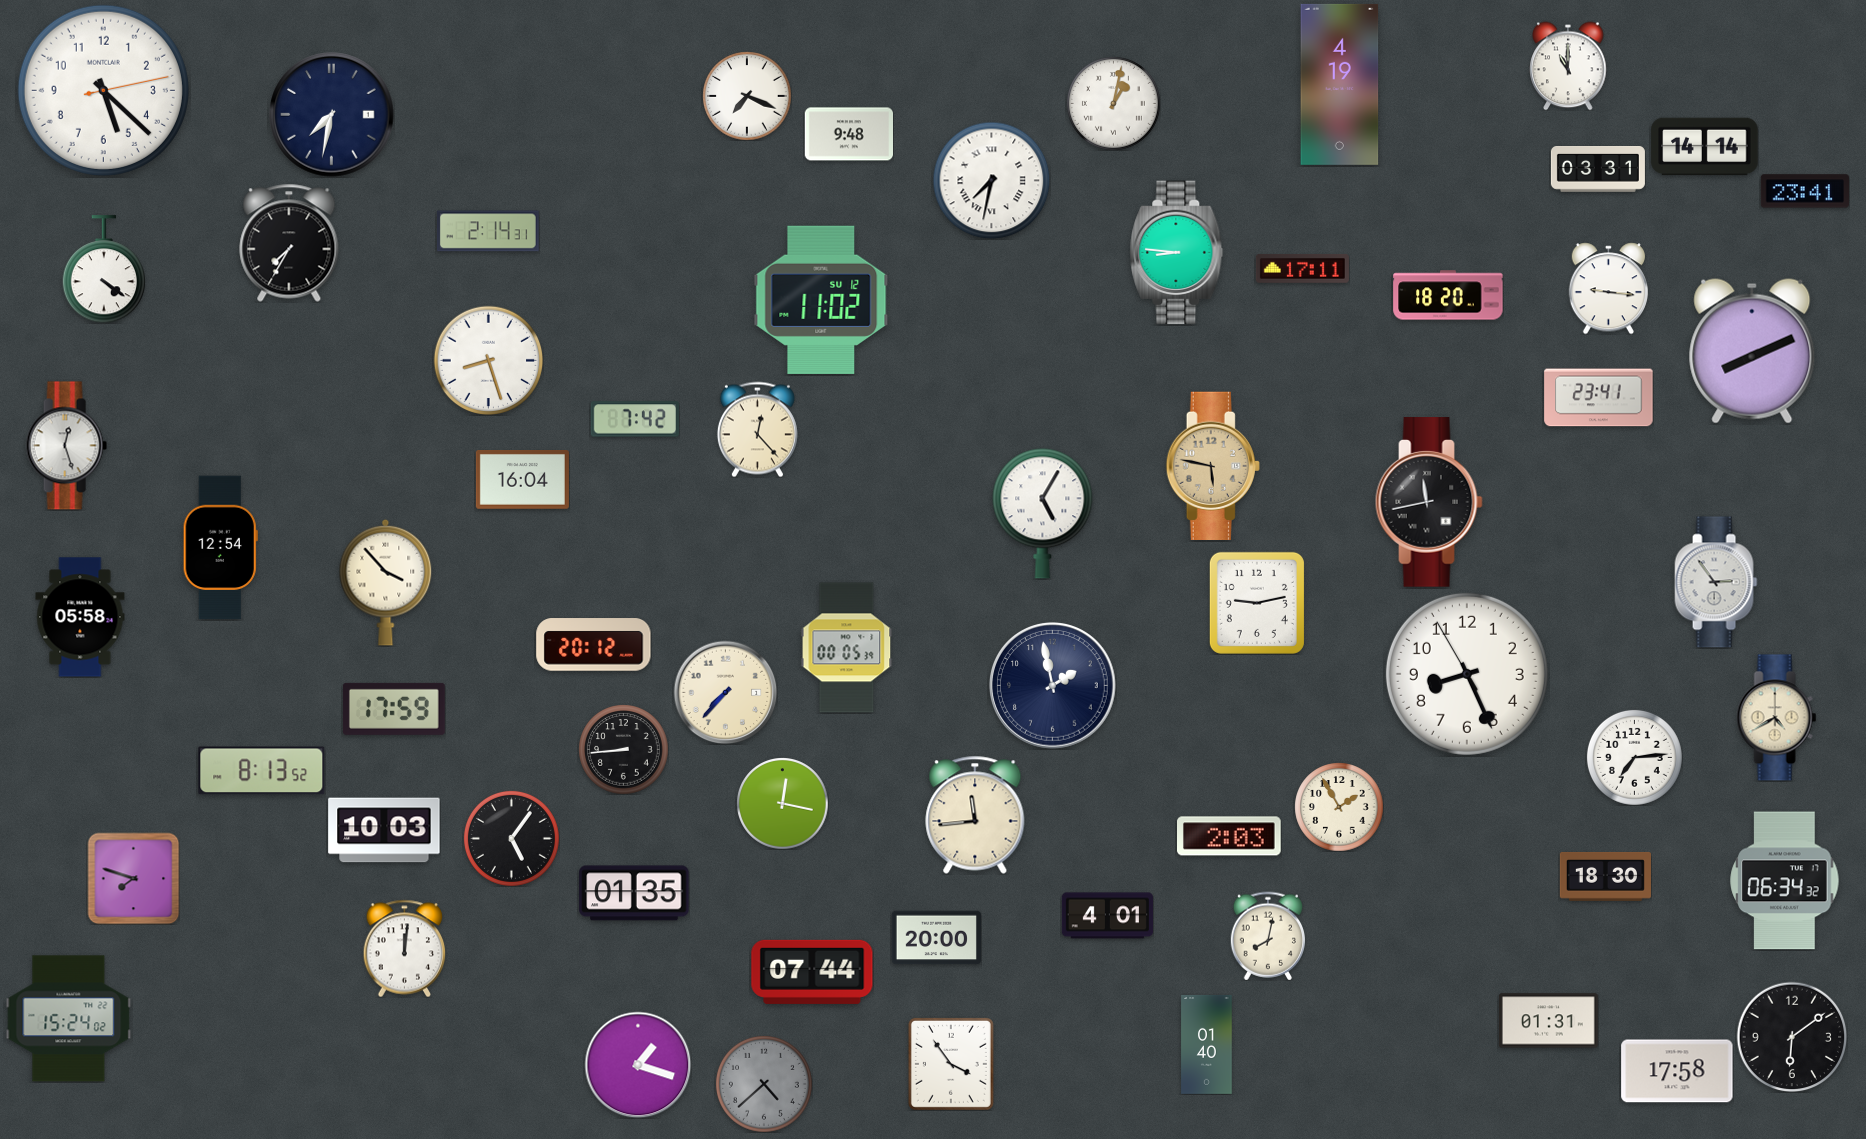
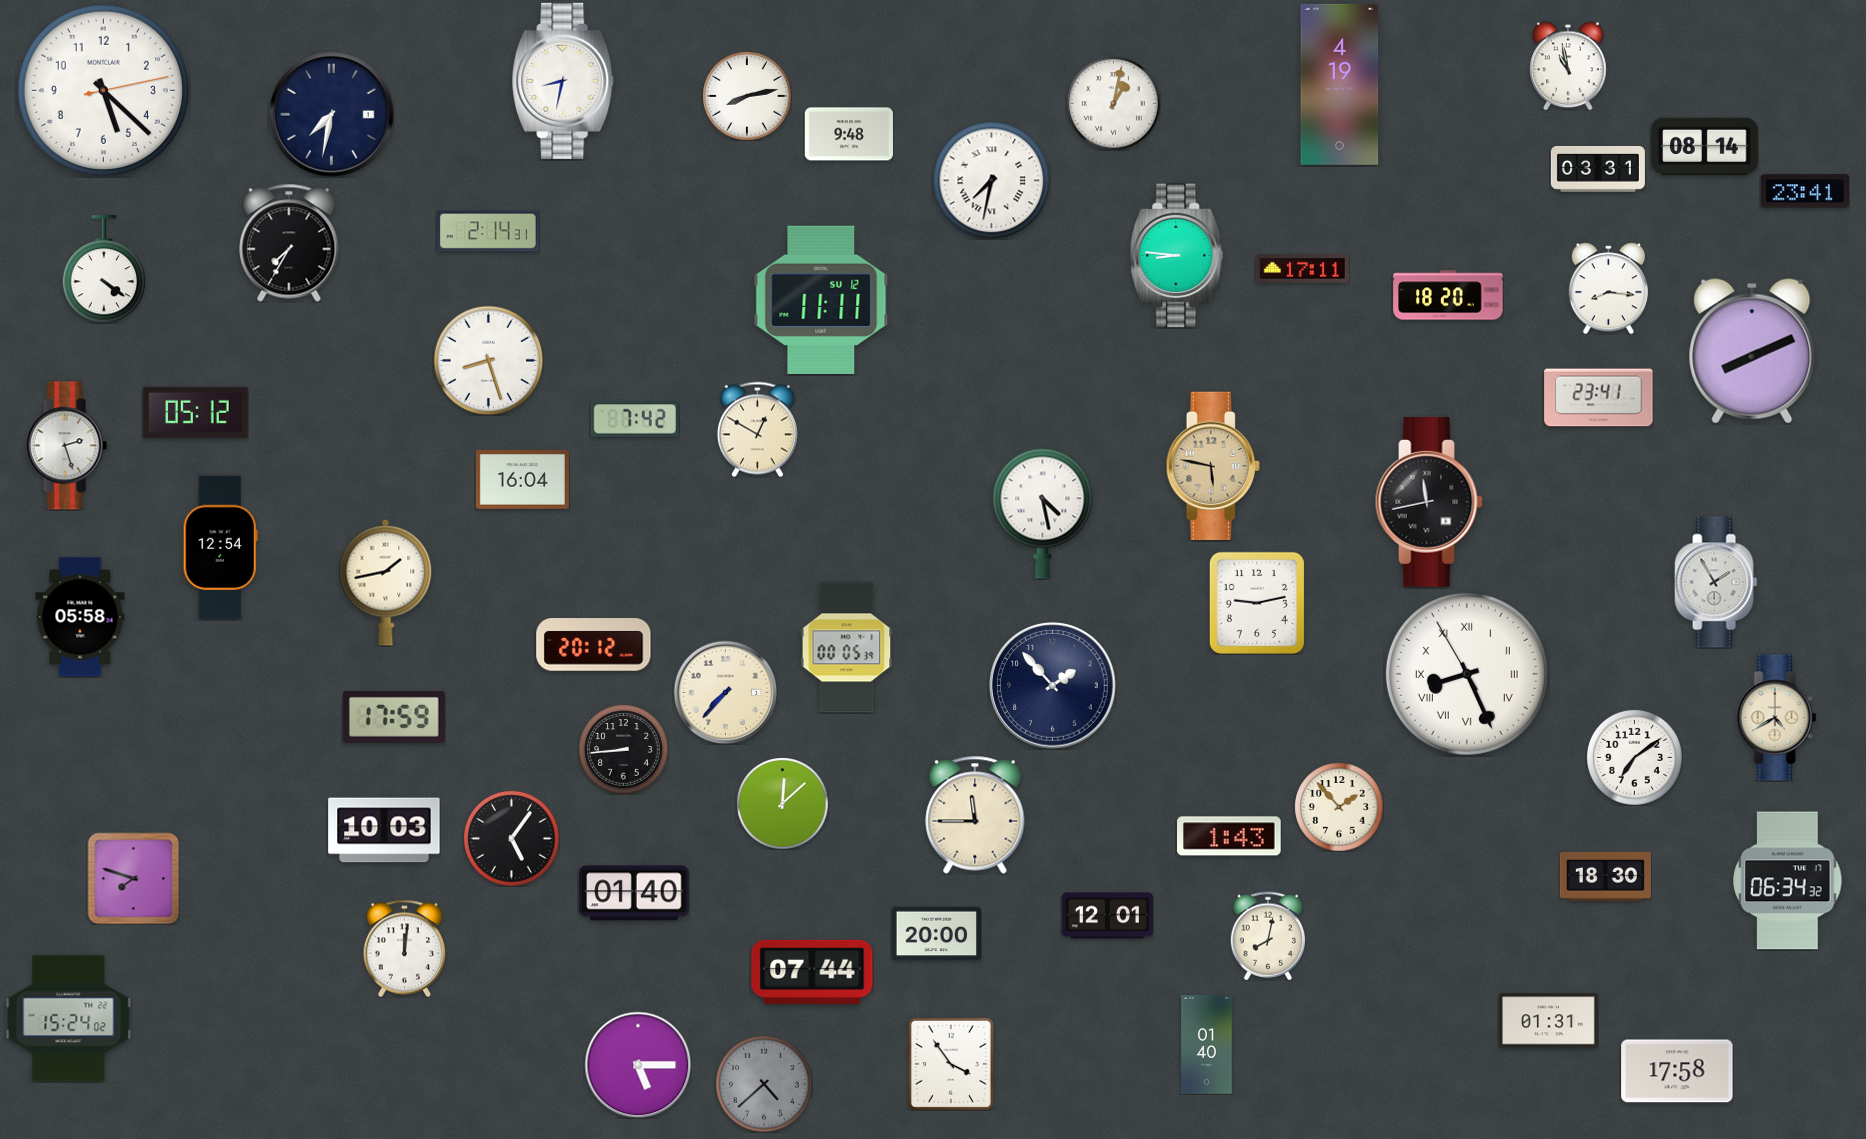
clock at (1568, 66): 11:00 -> 10:58
clock at (564, 81): none -> 8:32
clock at (747, 96): 7:19 -> 8:13
clock at (1705, 147): 14:14 -> 08:14
clock at (1177, 253) position: (1177, 253) -> (1177, 256)
clock at (1608, 288): 9:16 -> 8:16
clock at (821, 300): 11:02 -> 11:11
clock at (196, 412): none -> 05:12
clock at (757, 429): 12:23 -> 12:50
clock at (66, 446): 12:27 -> 2:27
clock at (1043, 514): 5:05 -> 4:28
clock at (386, 582): 3:53 -> 1:43
clock at (1716, 582): 2:54 -> 1:55
clock at (1467, 674) numerals: Arabic -> Roman
clock at (1053, 686): 1:58 -> 1:53
clock at (394, 709) position: (394, 709) -> (394, 717)
clock at (1634, 757): 7:14 -> 7:09
clock at (262, 771): 8:13 -> none
clock at (783, 804): 12:17 -> 12:08
clock at (1339, 807): 1:55 -> 1:53
clock at (975, 815): 11:44 -> 11:45
clock at (1230, 836): 2:03 -> 1:43
clock at (1785, 881) position: (1785, 881) -> (1788, 881)
clock at (634, 893): 01:35 -> 01:40
clock at (1107, 916): 4:01 -> 12:01
clock at (936, 938) position: (936, 938) -> (936, 934)
clock at (1792, 1037): 6:09 -> none
clock at (638, 1065): 1:18 -> 5:15
